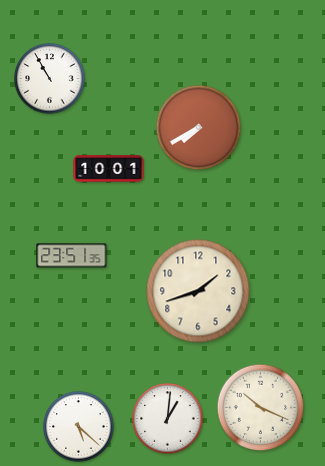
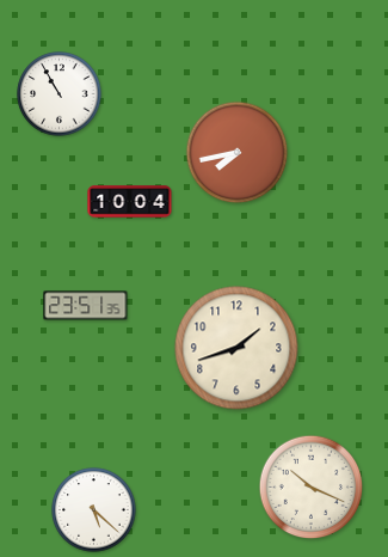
clock at (199, 128): 7:40 -> 7:43
clock at (109, 169): 10:01 -> 10:04
clock at (168, 419): 1:01 -> none
